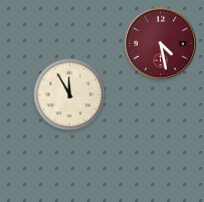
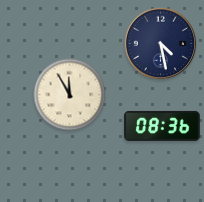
clock at (161, 44) dial: burgundy -> navy
clock at (162, 126): none -> 08:36
